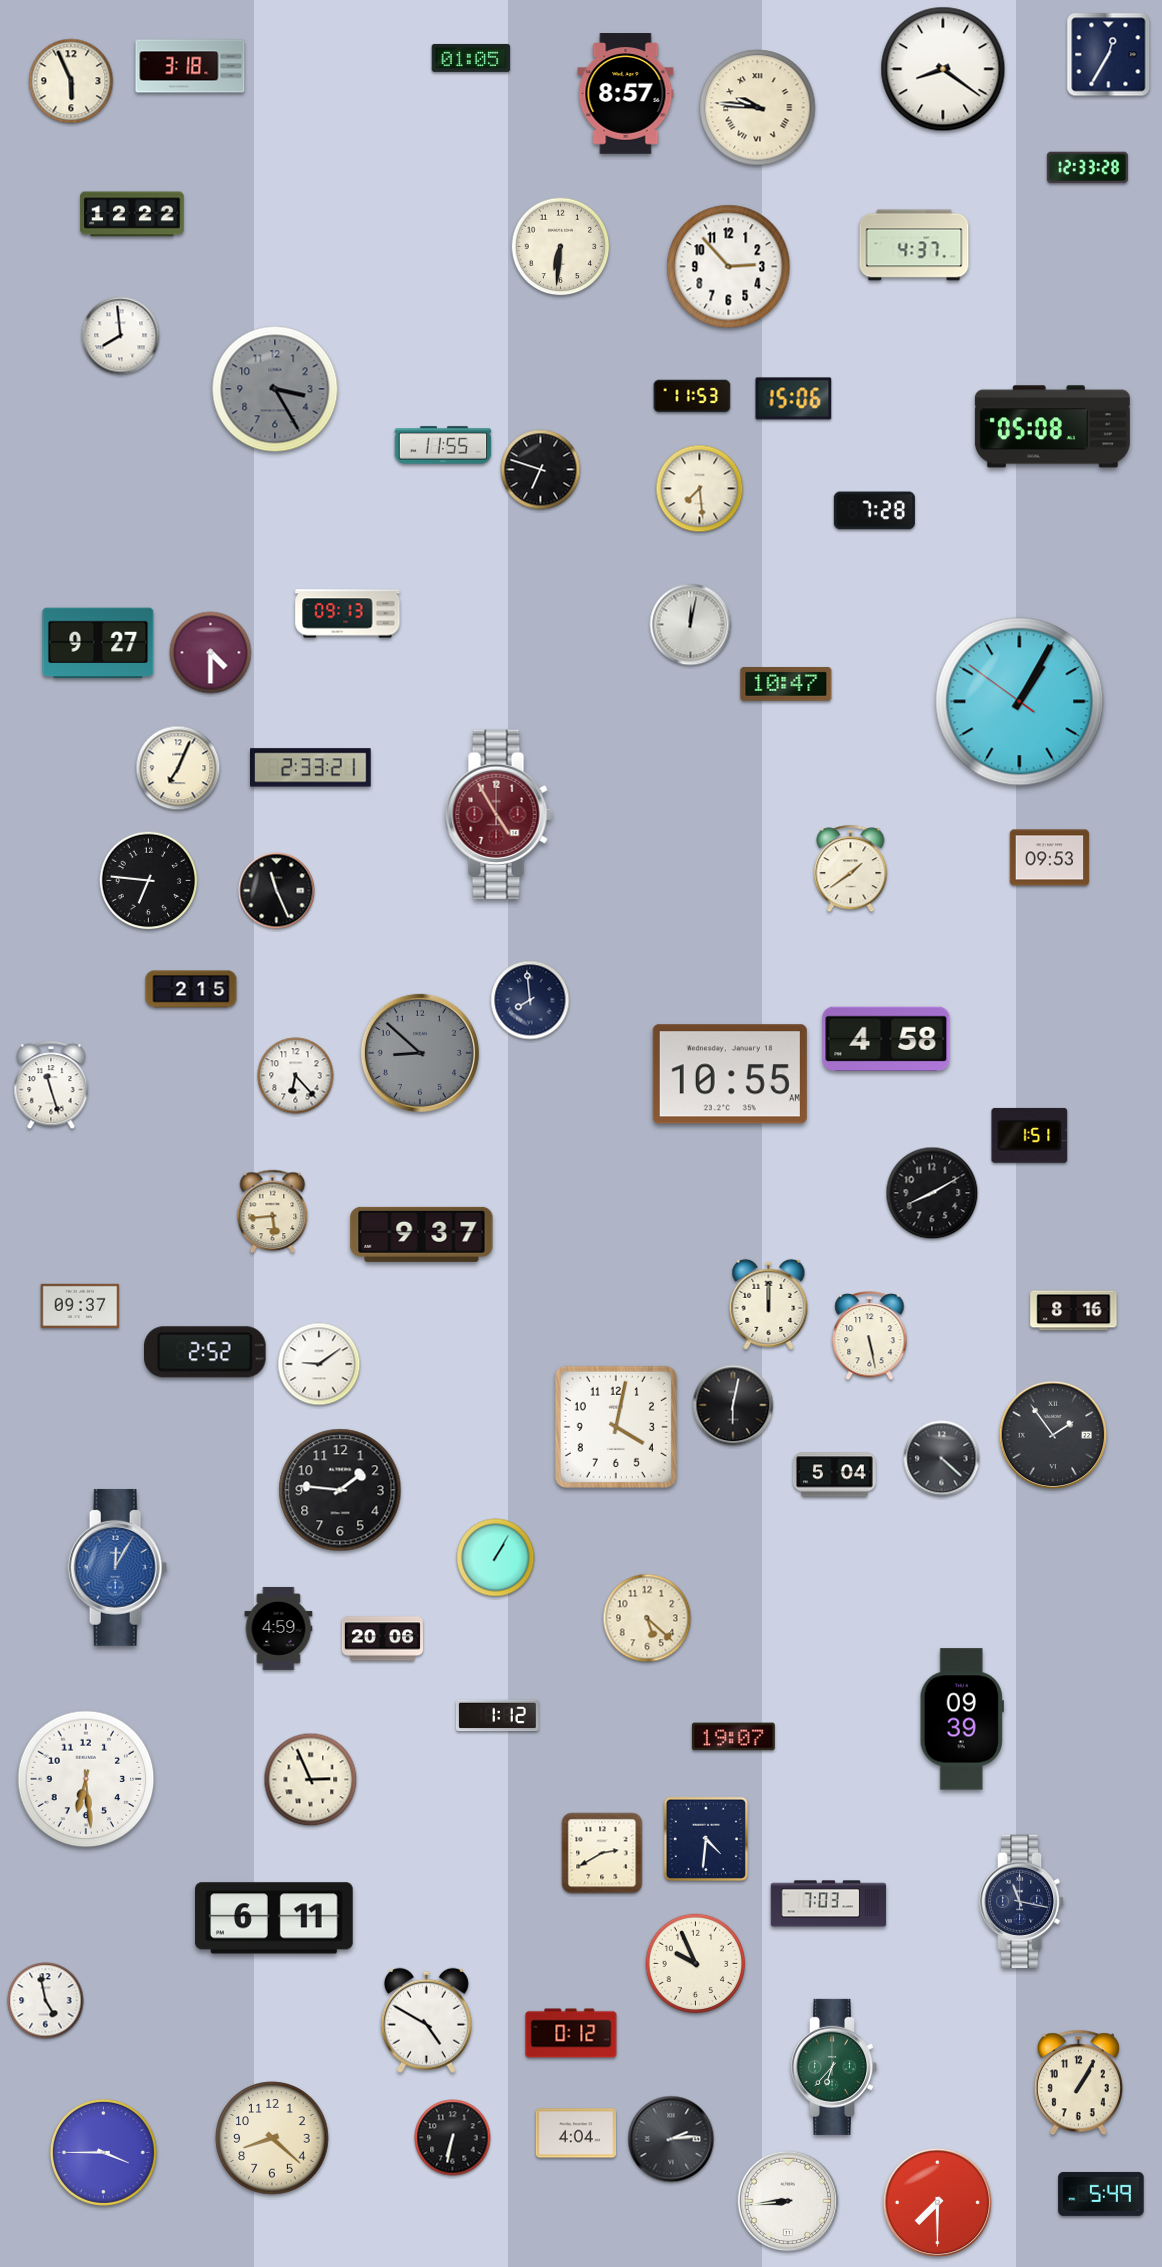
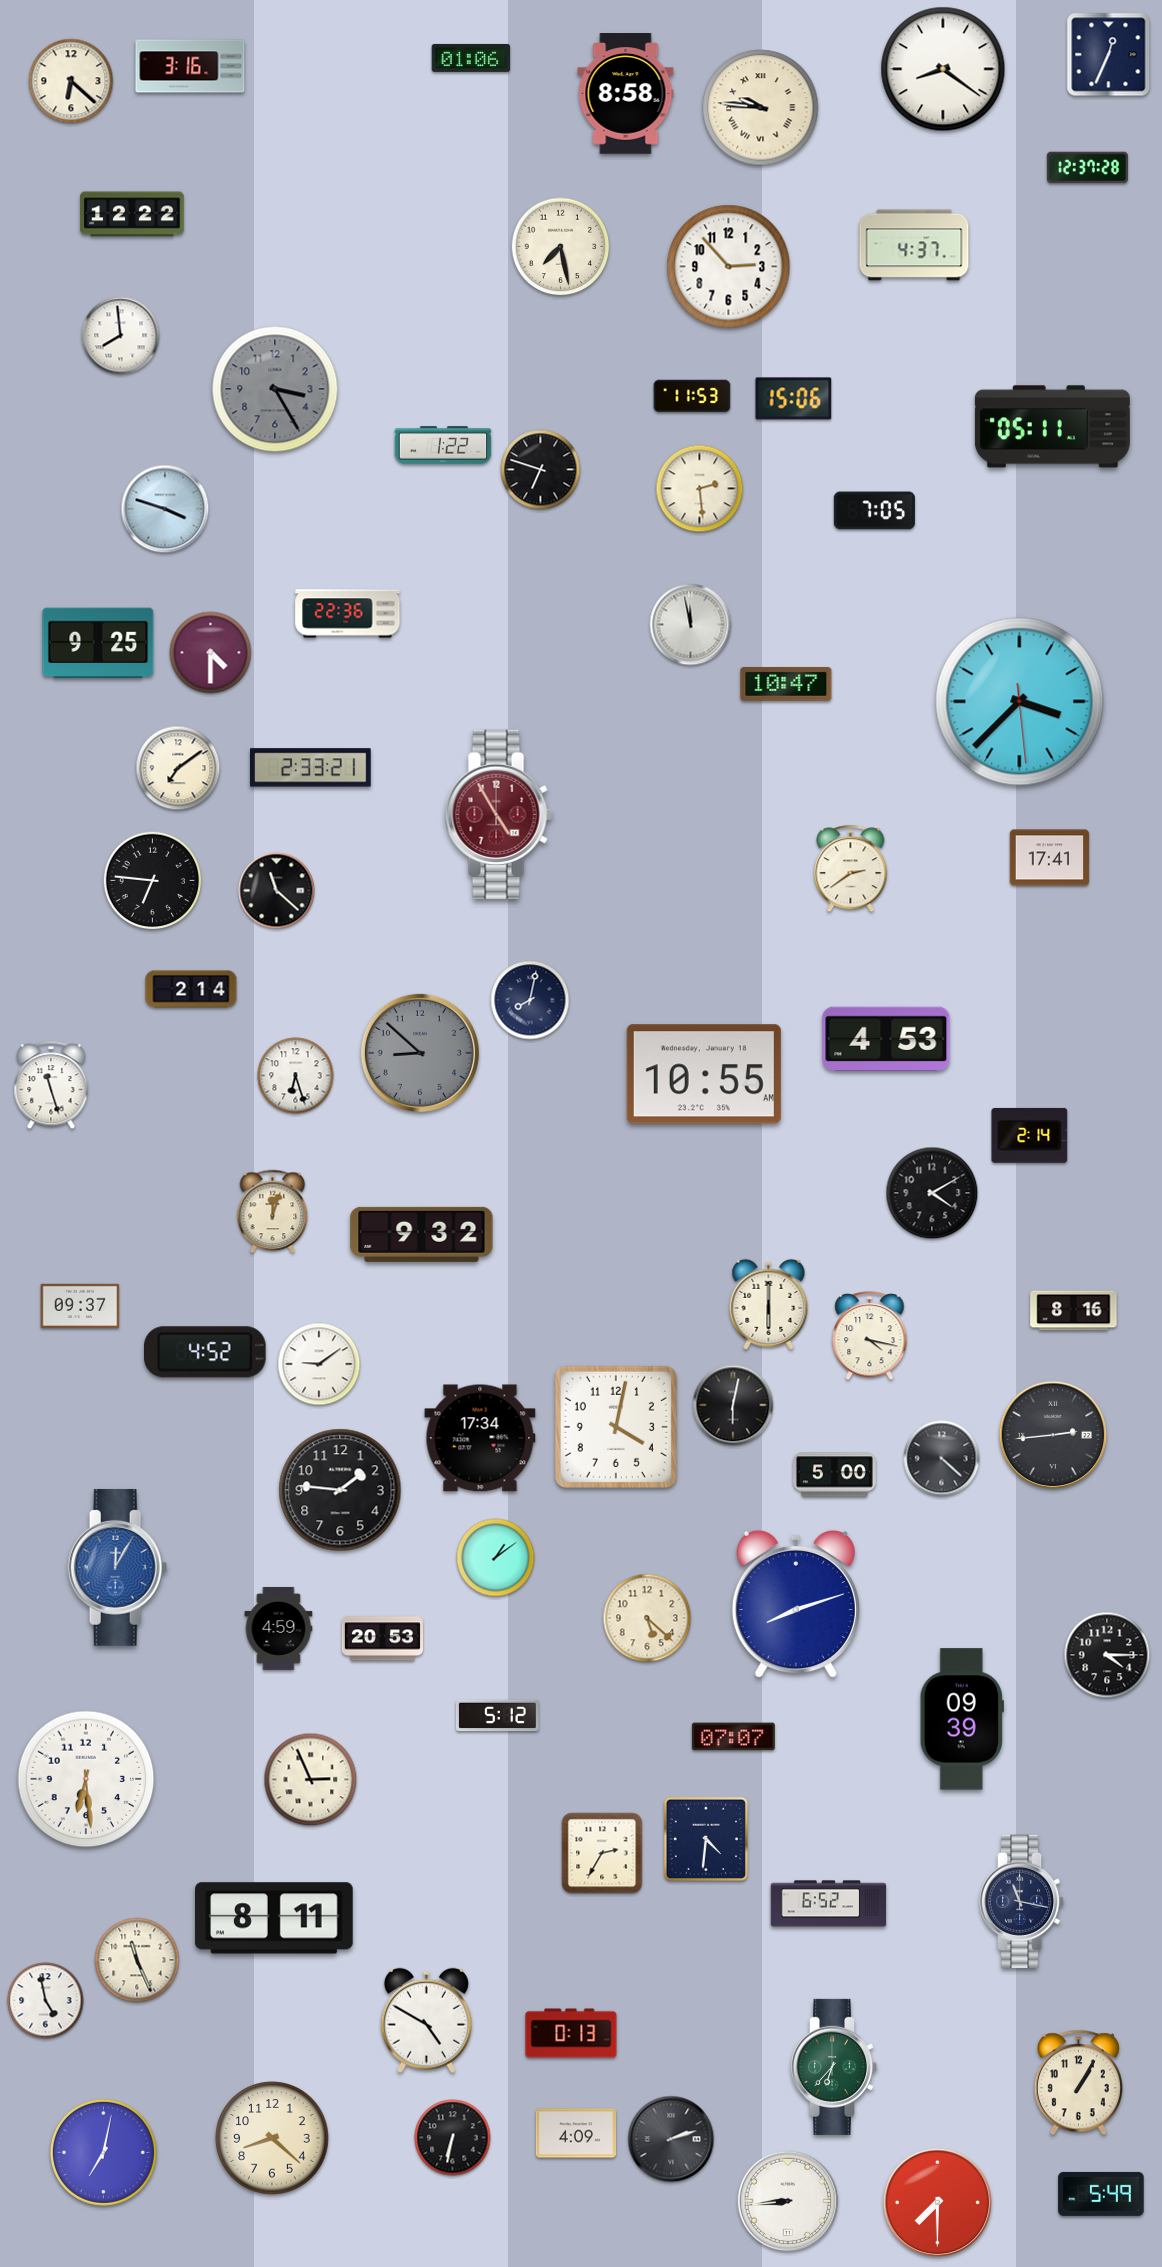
clock at (1109, 55): 12:35 -> 12:34
clock at (471, 58): 01:05 -> 01:06
clock at (190, 66): 3:18 -> 3:16
clock at (71, 81): 5:56 -> 6:22
clock at (626, 94): 8:57 -> 8:58
clock at (758, 108) position: (758, 108) -> (761, 108)
clock at (1087, 168): 12:33 -> 12:37
clock at (561, 247): 6:31 -> 7:28
clock at (1052, 427): 05:08 -> 05:11
clock at (443, 445): 11:55 -> 1:22
clock at (700, 489): 7:29 -> 2:29
clock at (165, 509): none -> 3:48
clock at (874, 511): 7:28 -> 7:05
clock at (348, 614): 09:13 -> 22:36
clock at (691, 625): 12:02 -> 11:58
clock at (98, 643): 9:27 -> 9:25
clock at (1020, 702): 1:04 -> 3:37
clock at (178, 768): 7:04 -> 7:09
clock at (1050, 858): 09:53 -> 17:41
clock at (851, 869): 1:39 -> 2:39
clock at (149, 881) position: (149, 881) -> (153, 881)
clock at (277, 891): 11:26 -> 11:22
clock at (191, 989): 2:15 -> 2:14
clock at (530, 1000): 7:59 -> 8:02
clock at (886, 1038): 4:58 -> 4:53
clock at (730, 1074) position: (730, 1074) -> (704, 1074)
clock at (296, 1076): 6:23 -> 6:27
clock at (1030, 1135): 1:51 -> 2:14
clock at (932, 1193): 8:10 -> 4:10
clock at (273, 1212): 5:44 -> 12:03
clock at (422, 1234): 9:37 -> 9:32
clock at (769, 1304): 12:00 -> 6:00
clock at (870, 1336): 5:28 -> 4:17
clock at (206, 1352): 2:52 -> 4:52
clock at (1053, 1435): 1:54 -> 2:44
clock at (480, 1438): none -> 17:34
clock at (835, 1475): 5:04 -> 5:00
clock at (496, 1558): 1:05 -> 1:09
clock at (796, 1604): none -> 8:12
clock at (382, 1639): 20:06 -> 20:53
clock at (1107, 1655): none -> 4:15
clock at (497, 1716): 1:12 -> 5:12
clock at (733, 1737): 19:07 -> 07:07
clock at (602, 1853): 2:40 -> 2:35
clock at (829, 1904): 7:03 -> 6:52
clock at (274, 1918): 6:11 -> 8:11
clock at (137, 1960): none -> 11:26
clock at (696, 1964): 9:56 -> none
clock at (571, 2033): 0:12 -> 0:13
clock at (575, 2133): 4:04 -> 4:09
clock at (671, 2139): 2:14 -> 2:12
clock at (103, 2152): 3:45 -> 7:02
